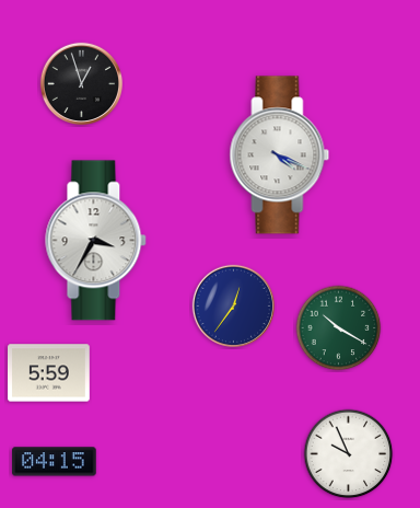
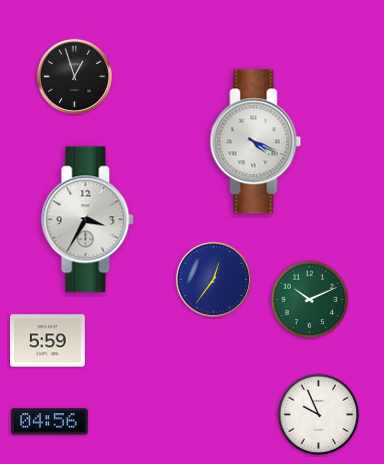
clock at (339, 328): 10:20 -> 10:11
clock at (49, 373) position: (49, 373) -> (48, 341)
clock at (55, 462): 04:15 -> 04:56
